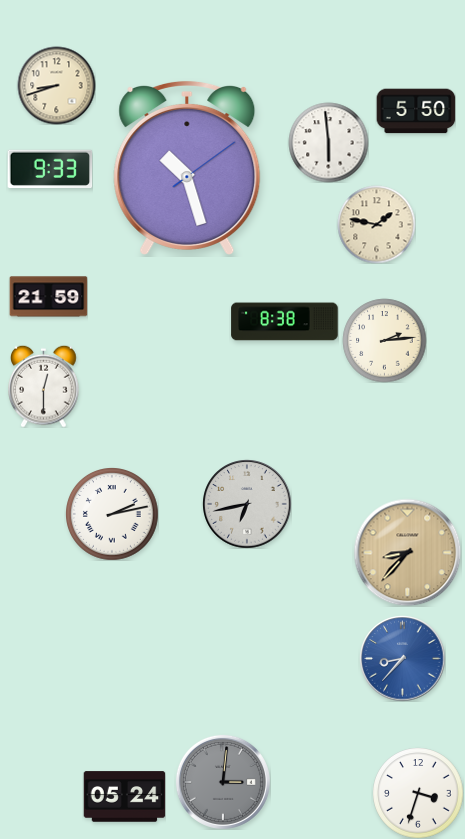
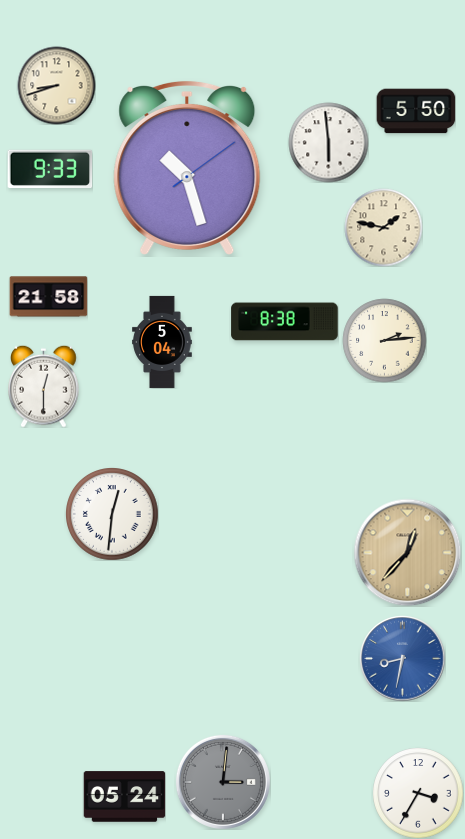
clock at (376, 224) position: (376, 224) -> (383, 227)
clock at (48, 297): 21:59 -> 21:58
clock at (162, 342): none -> 5:04
clock at (247, 504): 6:43 -> none
clock at (112, 514): 2:13 -> 12:31
clock at (407, 552): 8:37 -> 12:37
clock at (402, 658): 8:37 -> 8:32
clock at (418, 793): 3:33 -> 3:35
